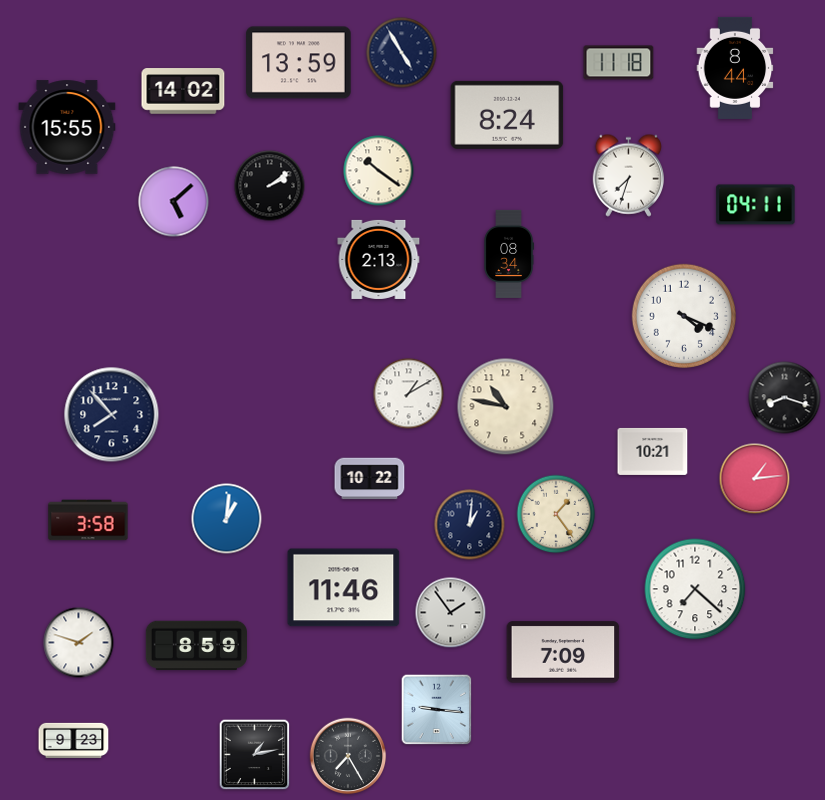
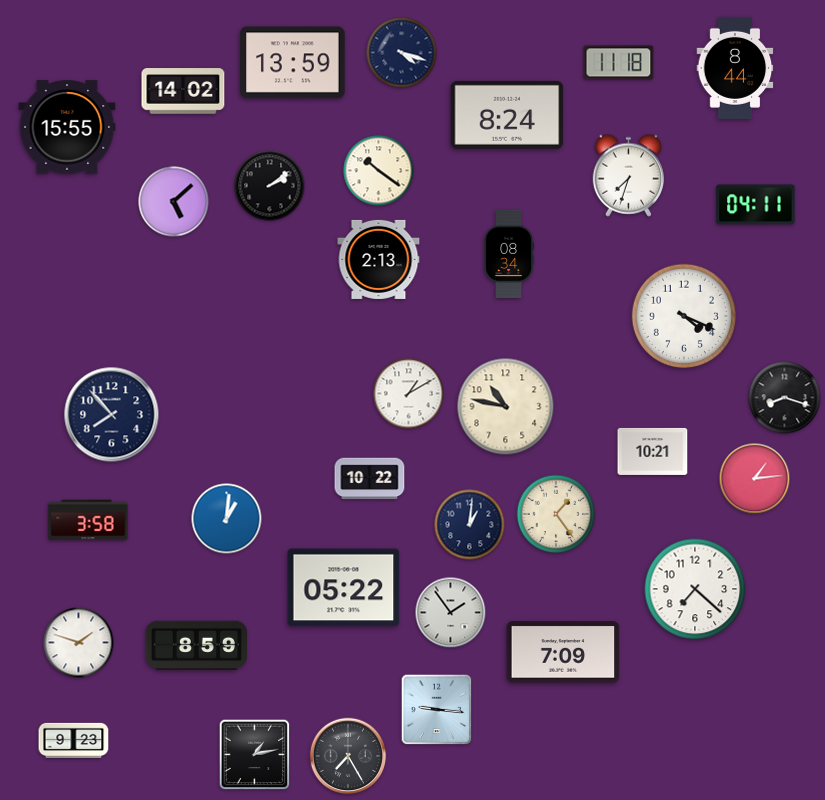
clock at (402, 53): 4:55 -> 4:18
clock at (299, 63) position: (299, 63) -> (293, 63)
clock at (344, 588): 11:46 -> 05:22
